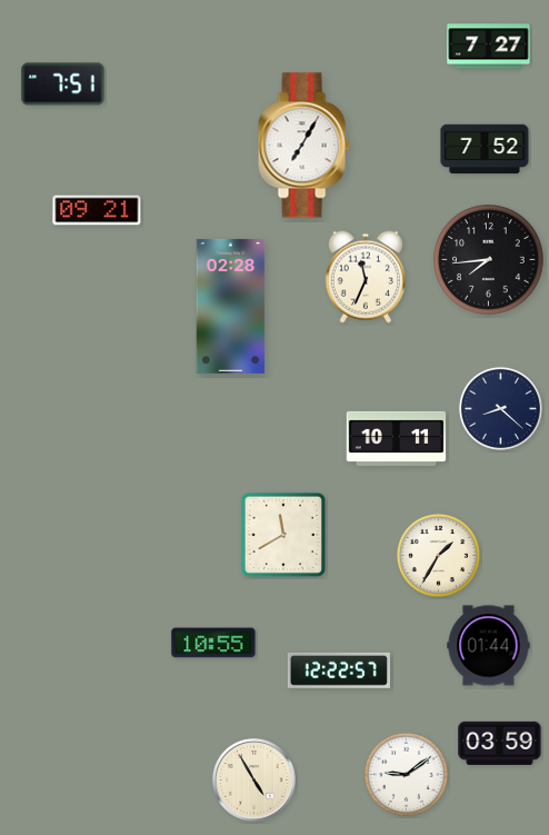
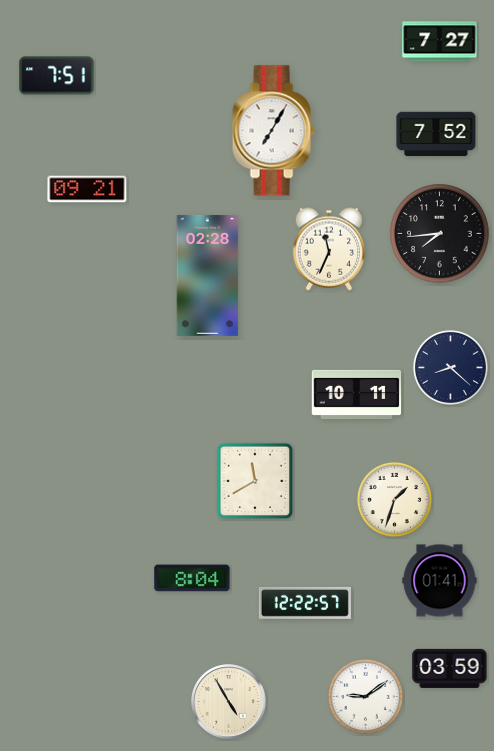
clock at (438, 555): 1:35 -> 1:33
clock at (213, 643): 10:55 -> 8:04
clock at (489, 646): 01:44 -> 01:41
